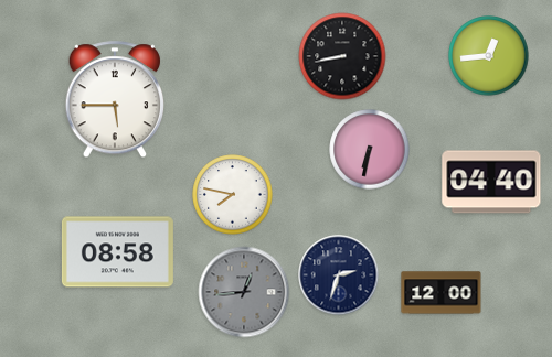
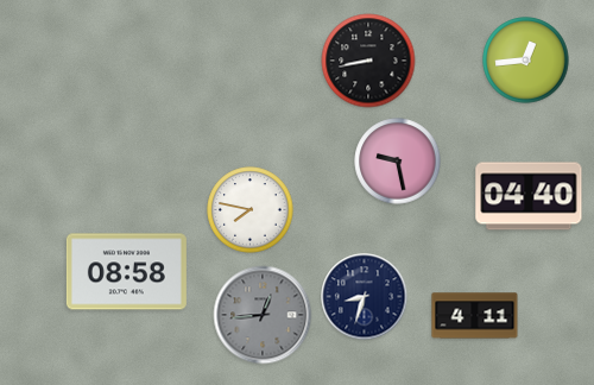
clock at (114, 100): 5:45 -> none
clock at (370, 150): 6:32 -> 9:28
clock at (339, 275): 2:33 -> 8:33
clock at (442, 293): 12:00 -> 4:11
